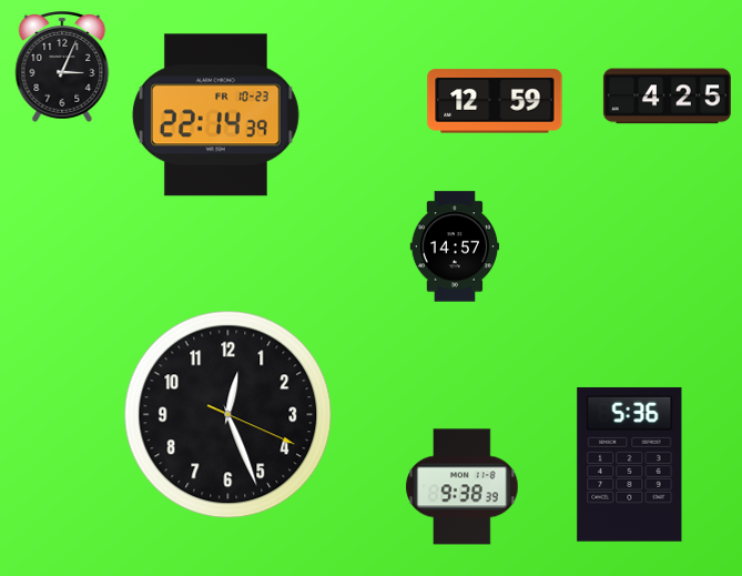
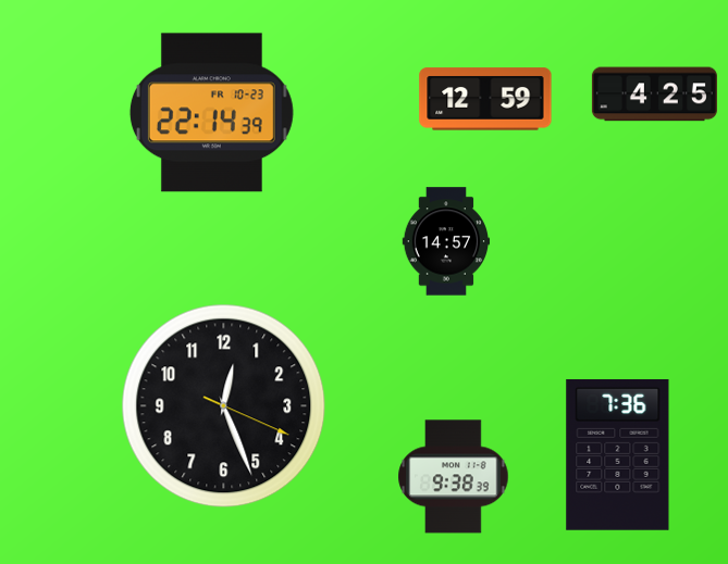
clock at (62, 68): 3:04 -> none
clock at (630, 464): 5:36 -> 7:36
